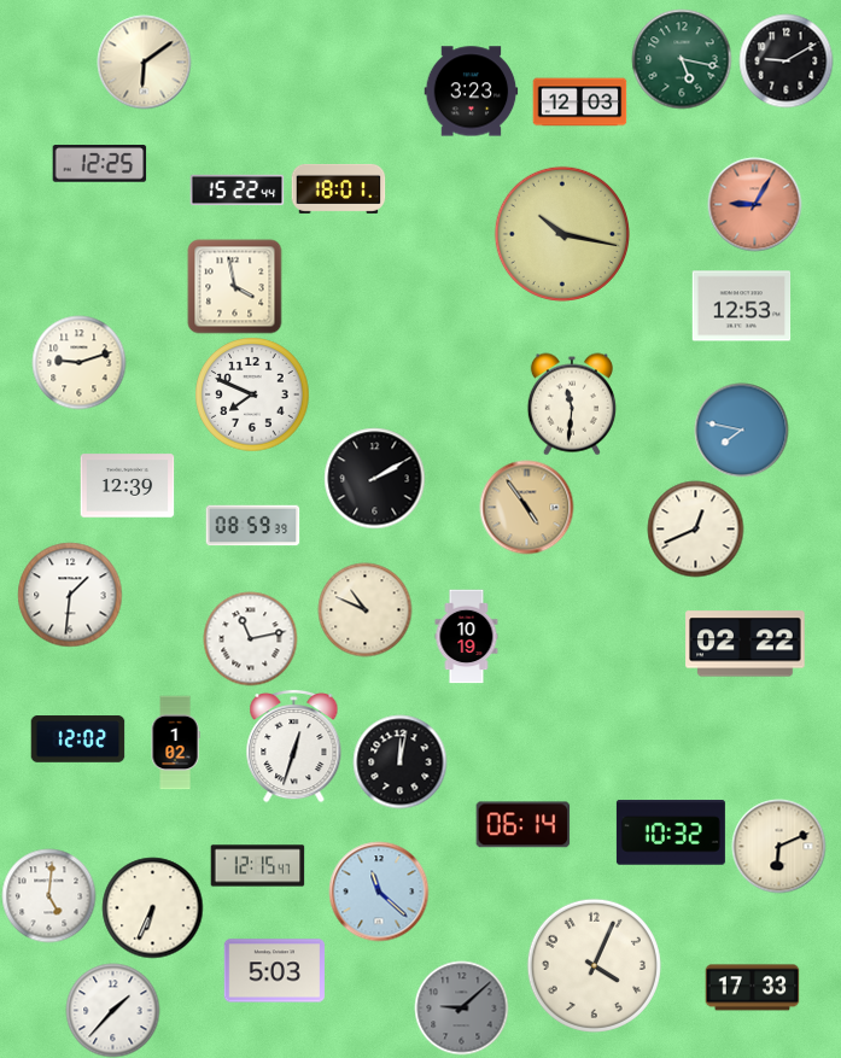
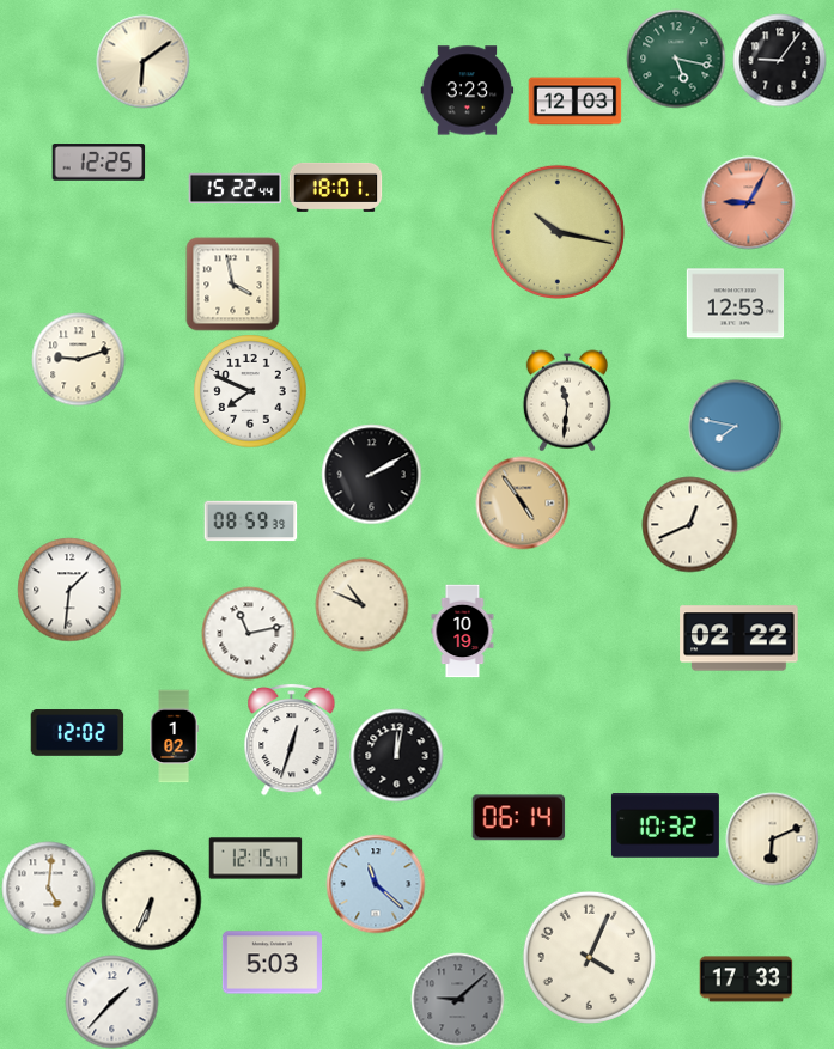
clock at (785, 60): 9:10 -> 9:06
clock at (127, 486): 12:39 -> none
